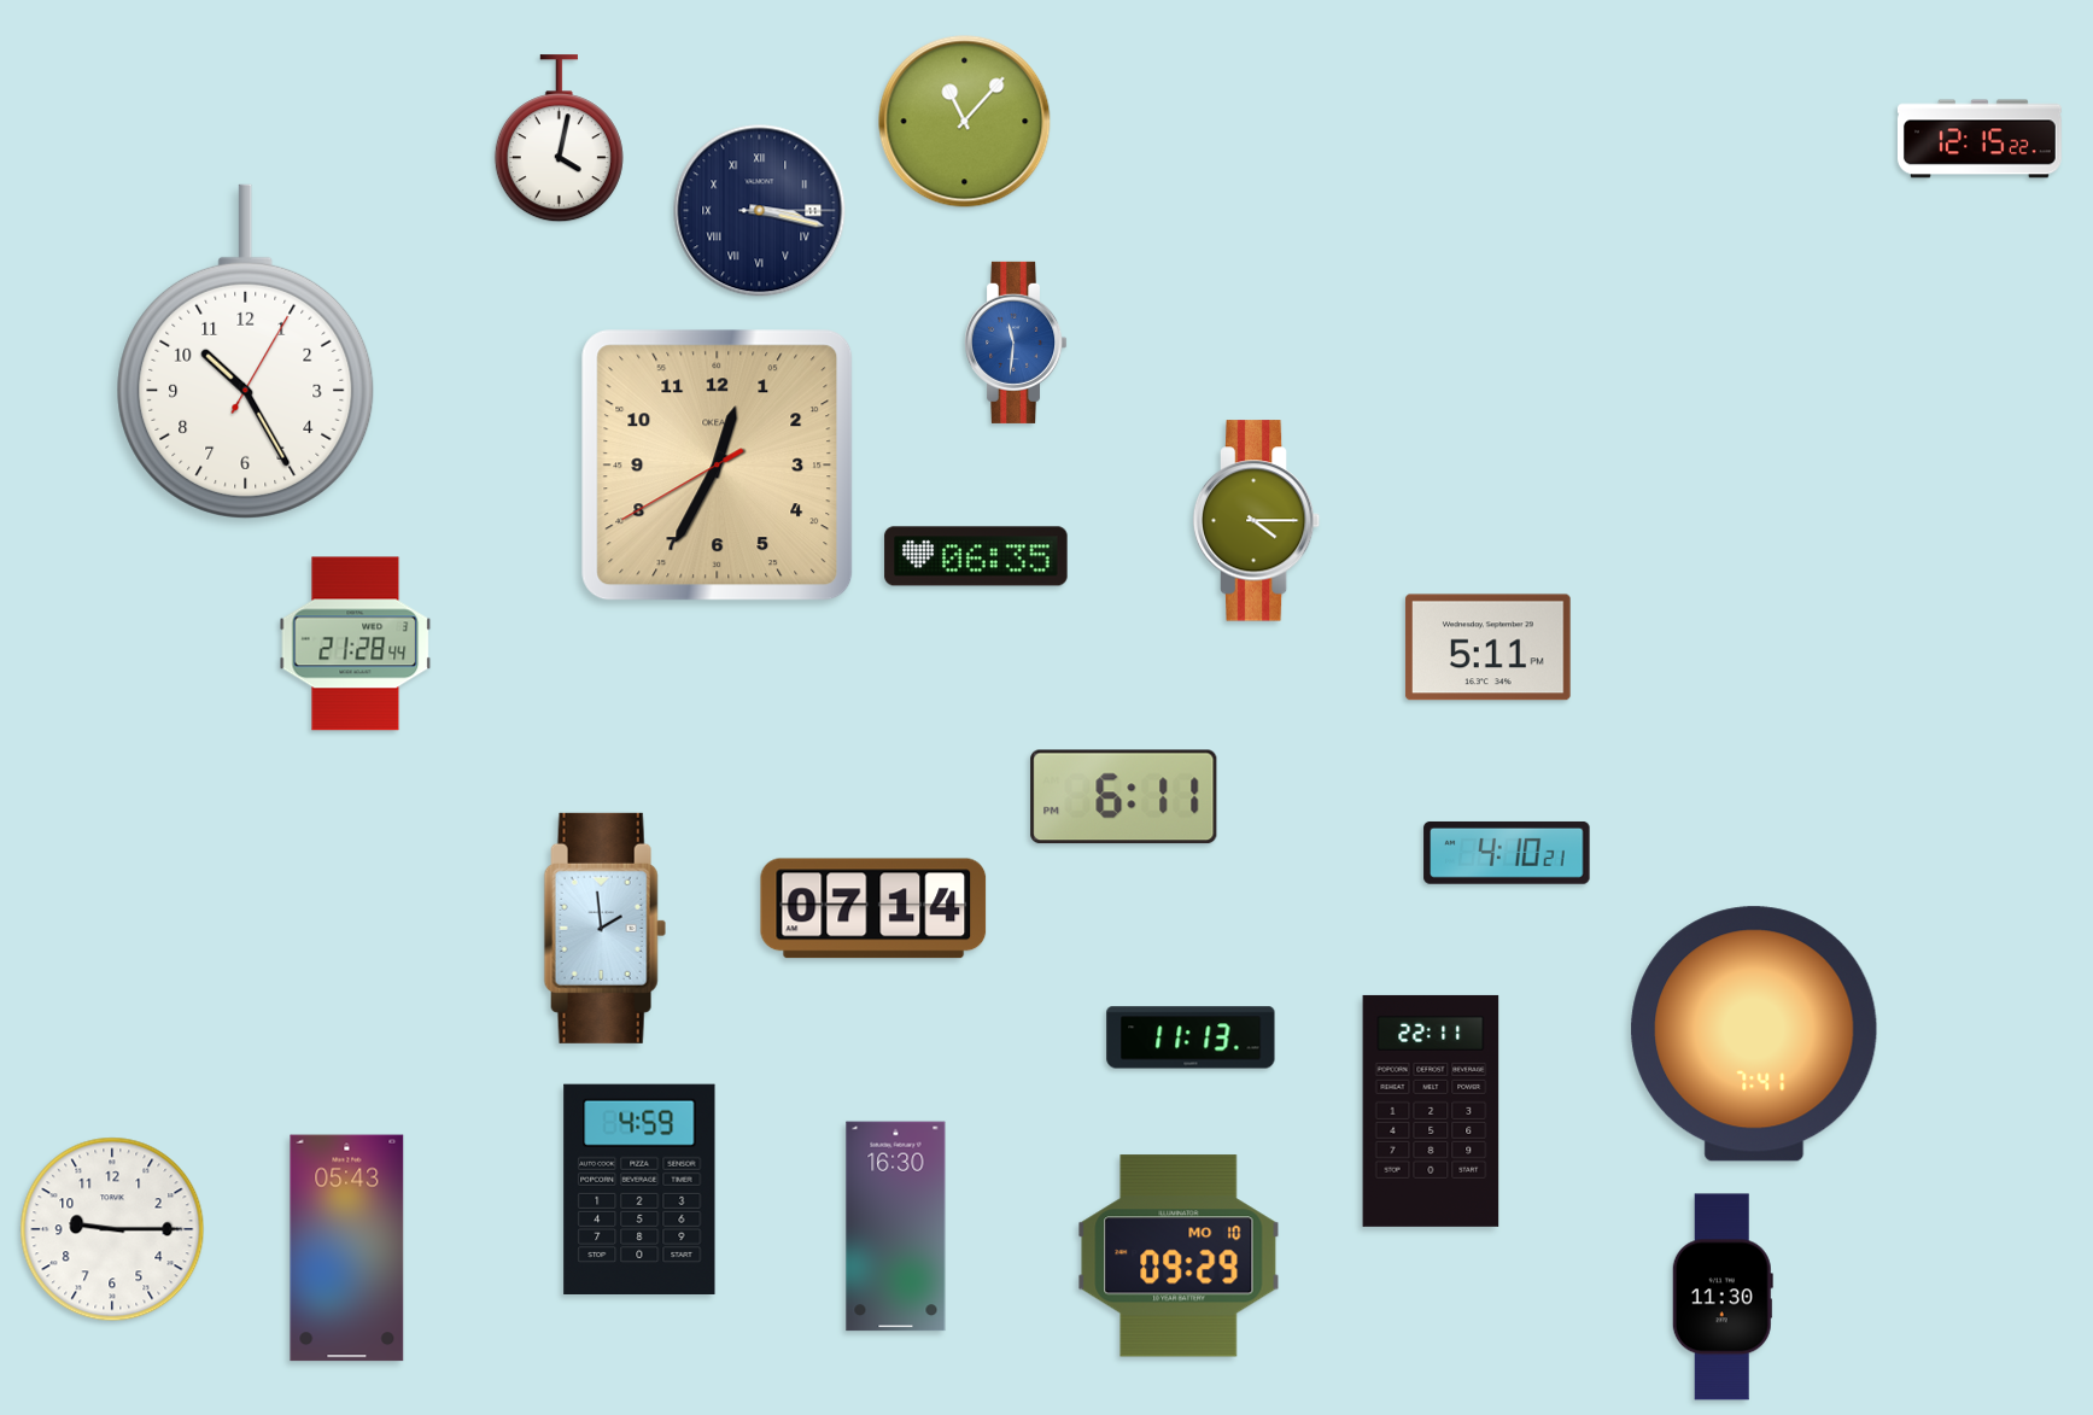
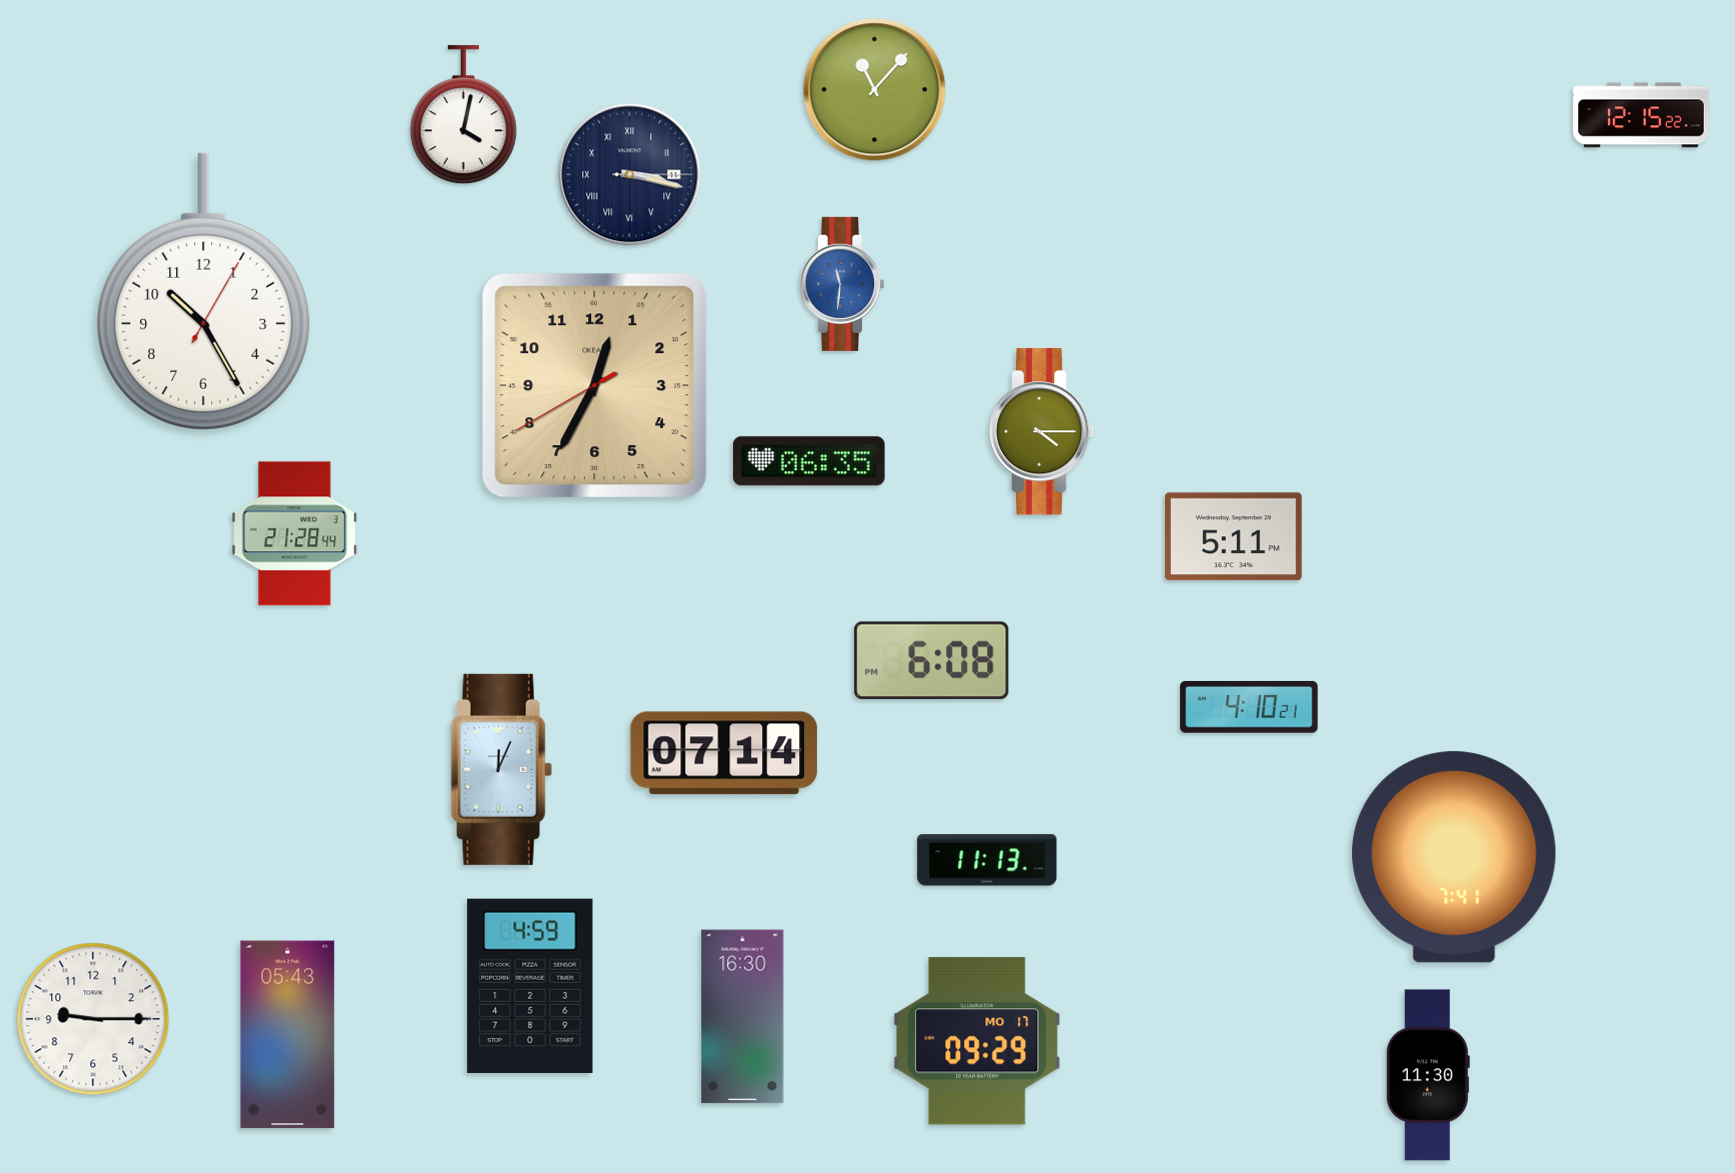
clock at (965, 122) position: (965, 122) -> (875, 90)
clock at (1124, 797): 6:11 -> 6:08
clock at (604, 928): 1:59 -> 12:04
clock at (1431, 1111): 22:11 -> none
clock at (1179, 1256) date: MO 10 -> MO 17
